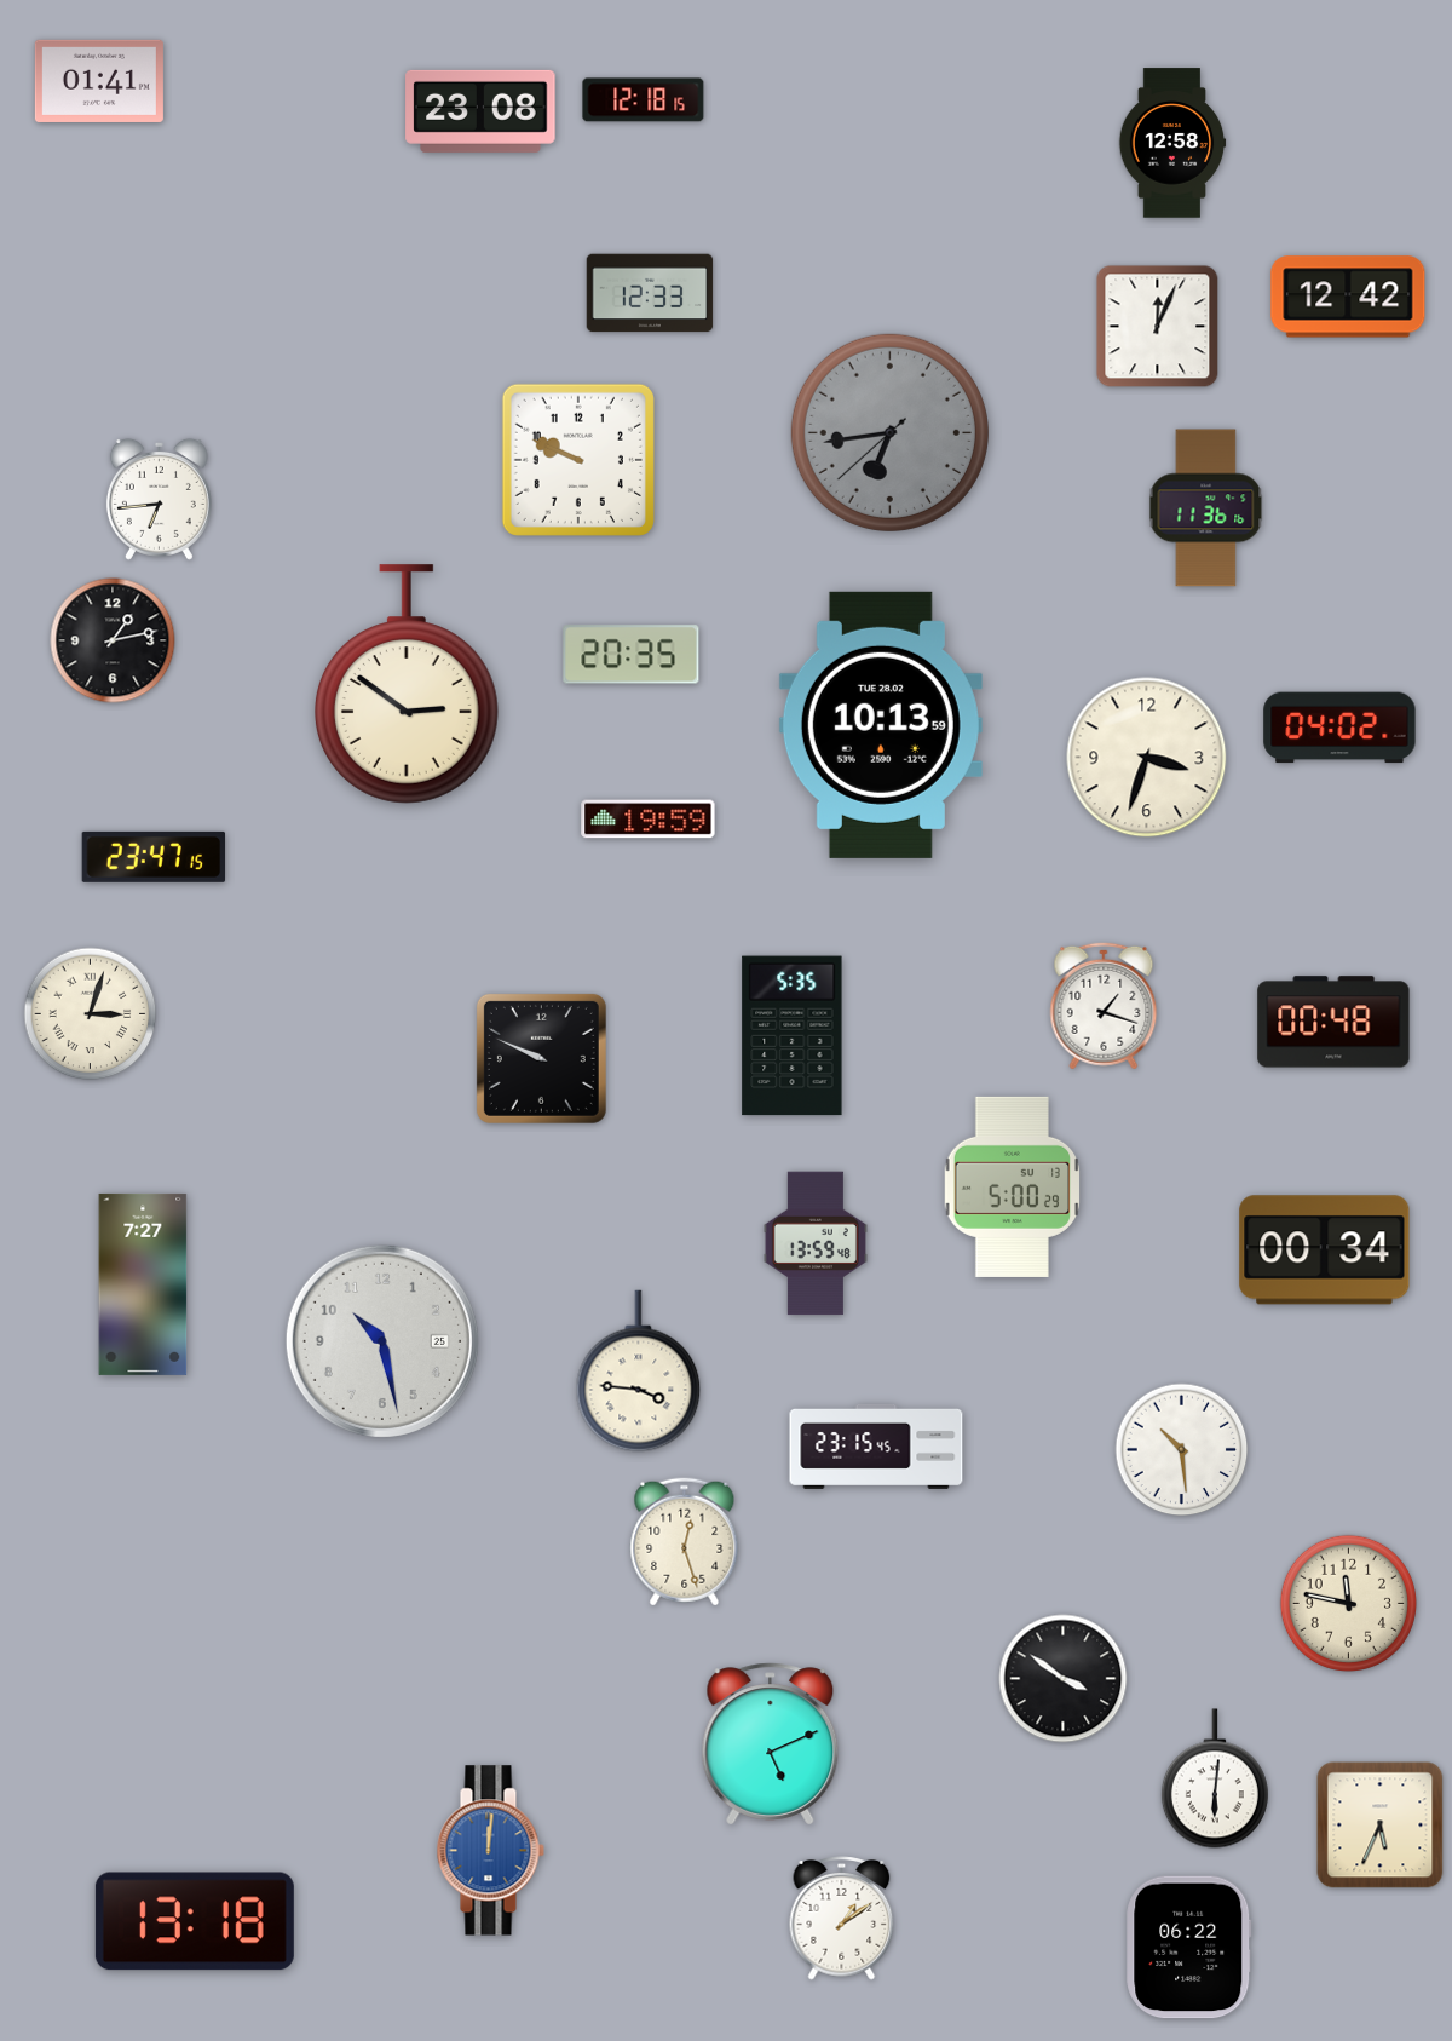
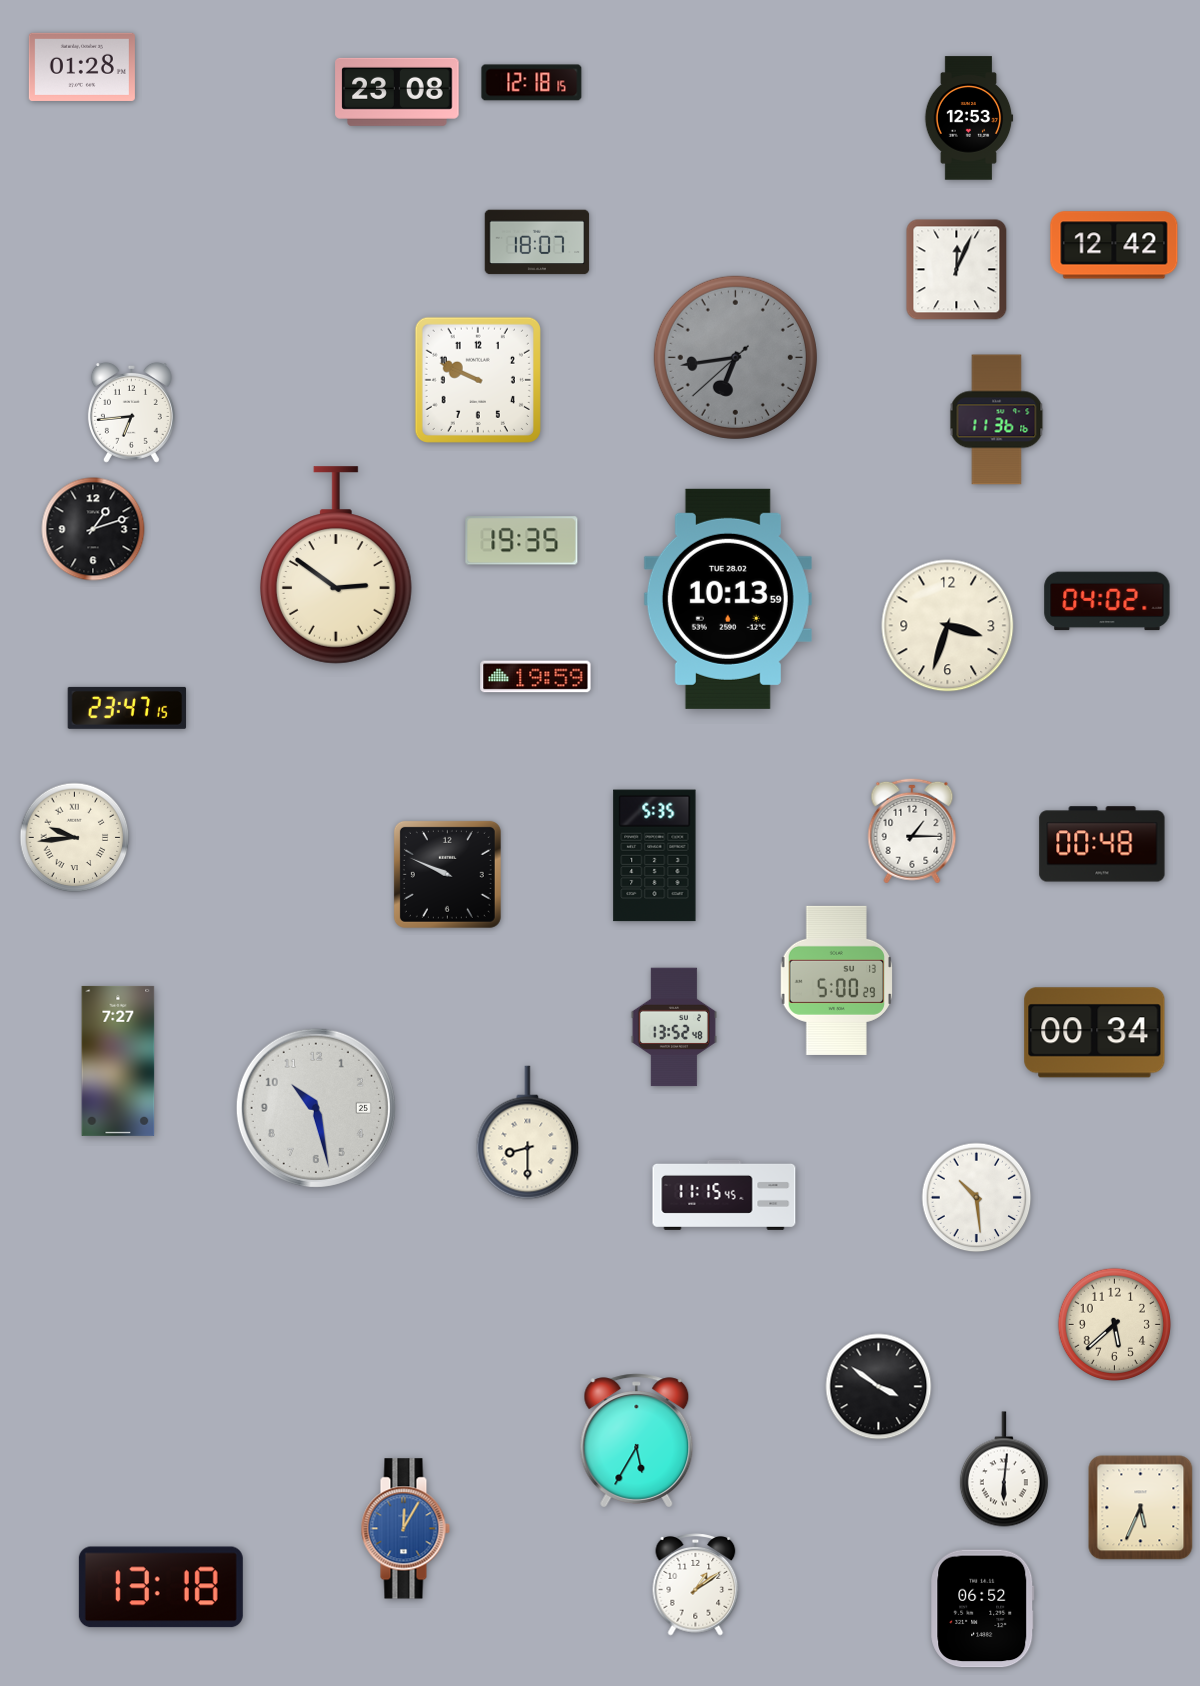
clock at (99, 81): 01:41 -> 01:28
clock at (1172, 143): 12:58 -> 12:53
clock at (650, 293): 12:33 -> 18:07
clock at (113, 640): 1:13 -> 1:12
clock at (632, 655): 20:35 -> 19:35
clock at (1104, 1006): 1:18 -> 1:15
clock at (91, 1014): 3:03 -> 9:44
clock at (816, 1243): 13:59 -> 13:52
clock at (639, 1372): 3:46 -> 8:30
clock at (876, 1447): 23:15 -> 11:15
clock at (685, 1542): 12:27 -> none
clock at (1348, 1603): 11:47 -> 5:38
clock at (771, 1744): 5:11 -> 5:35
clock at (490, 1851): 12:01 -> 12:05
clock at (1189, 1948): 06:22 -> 06:52
